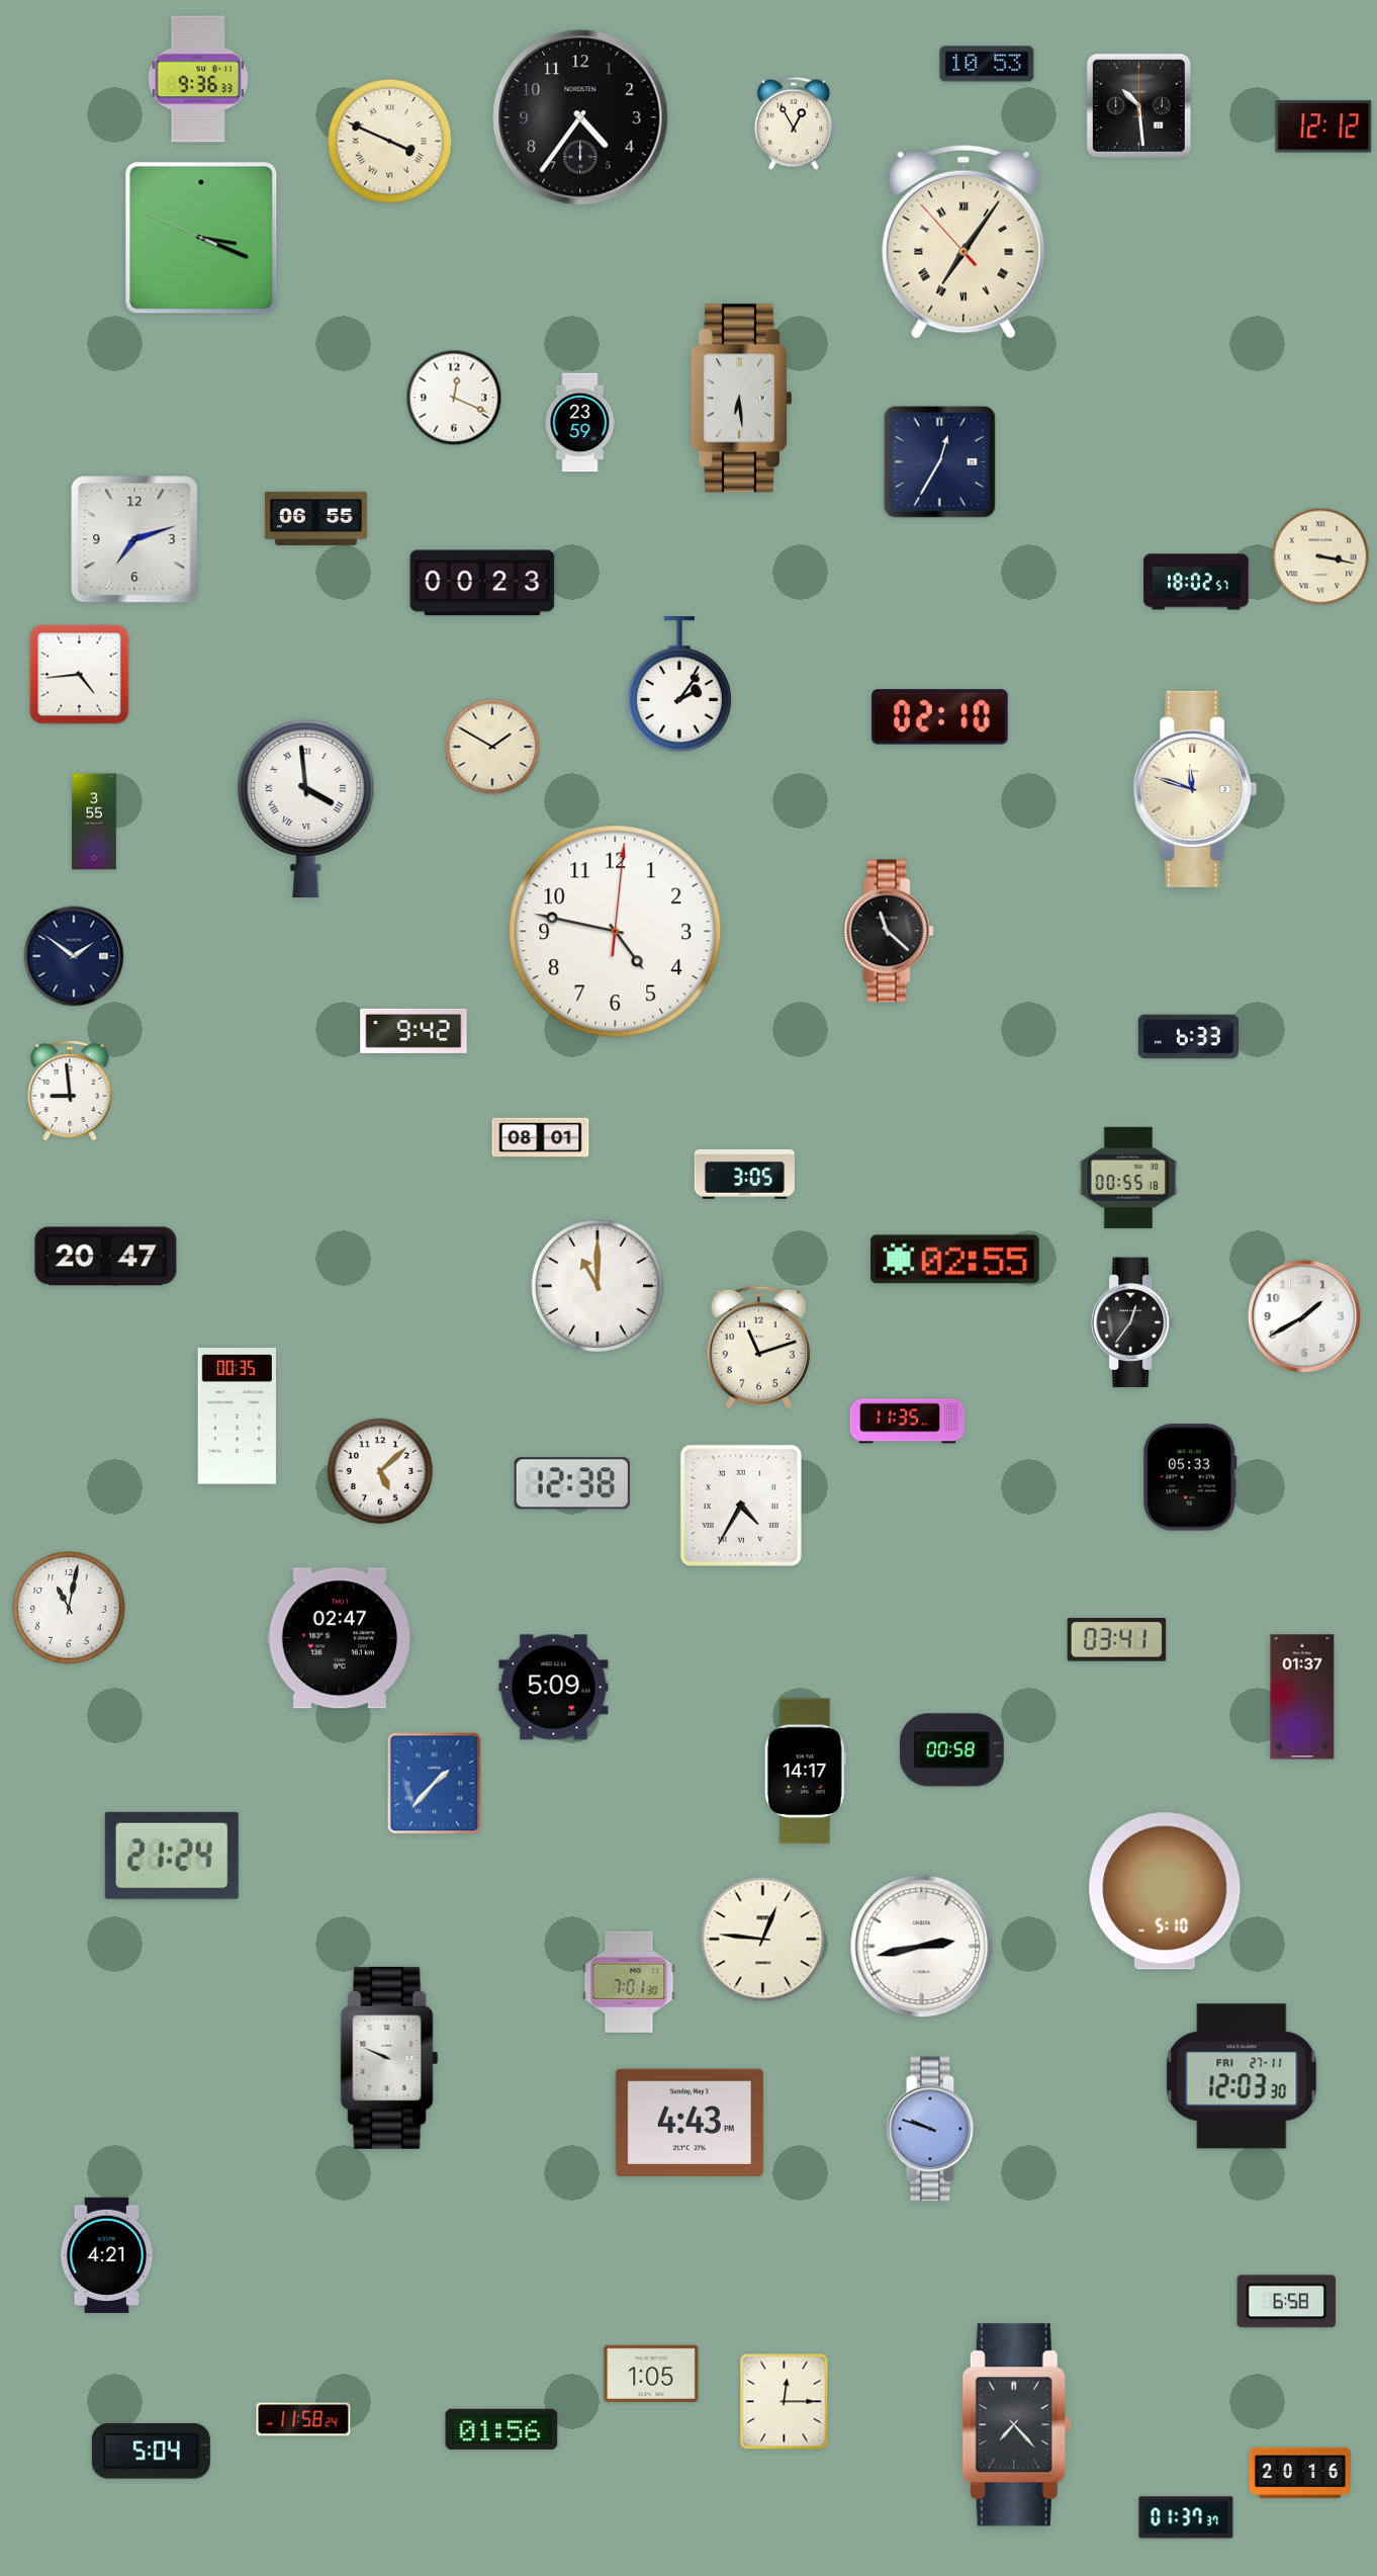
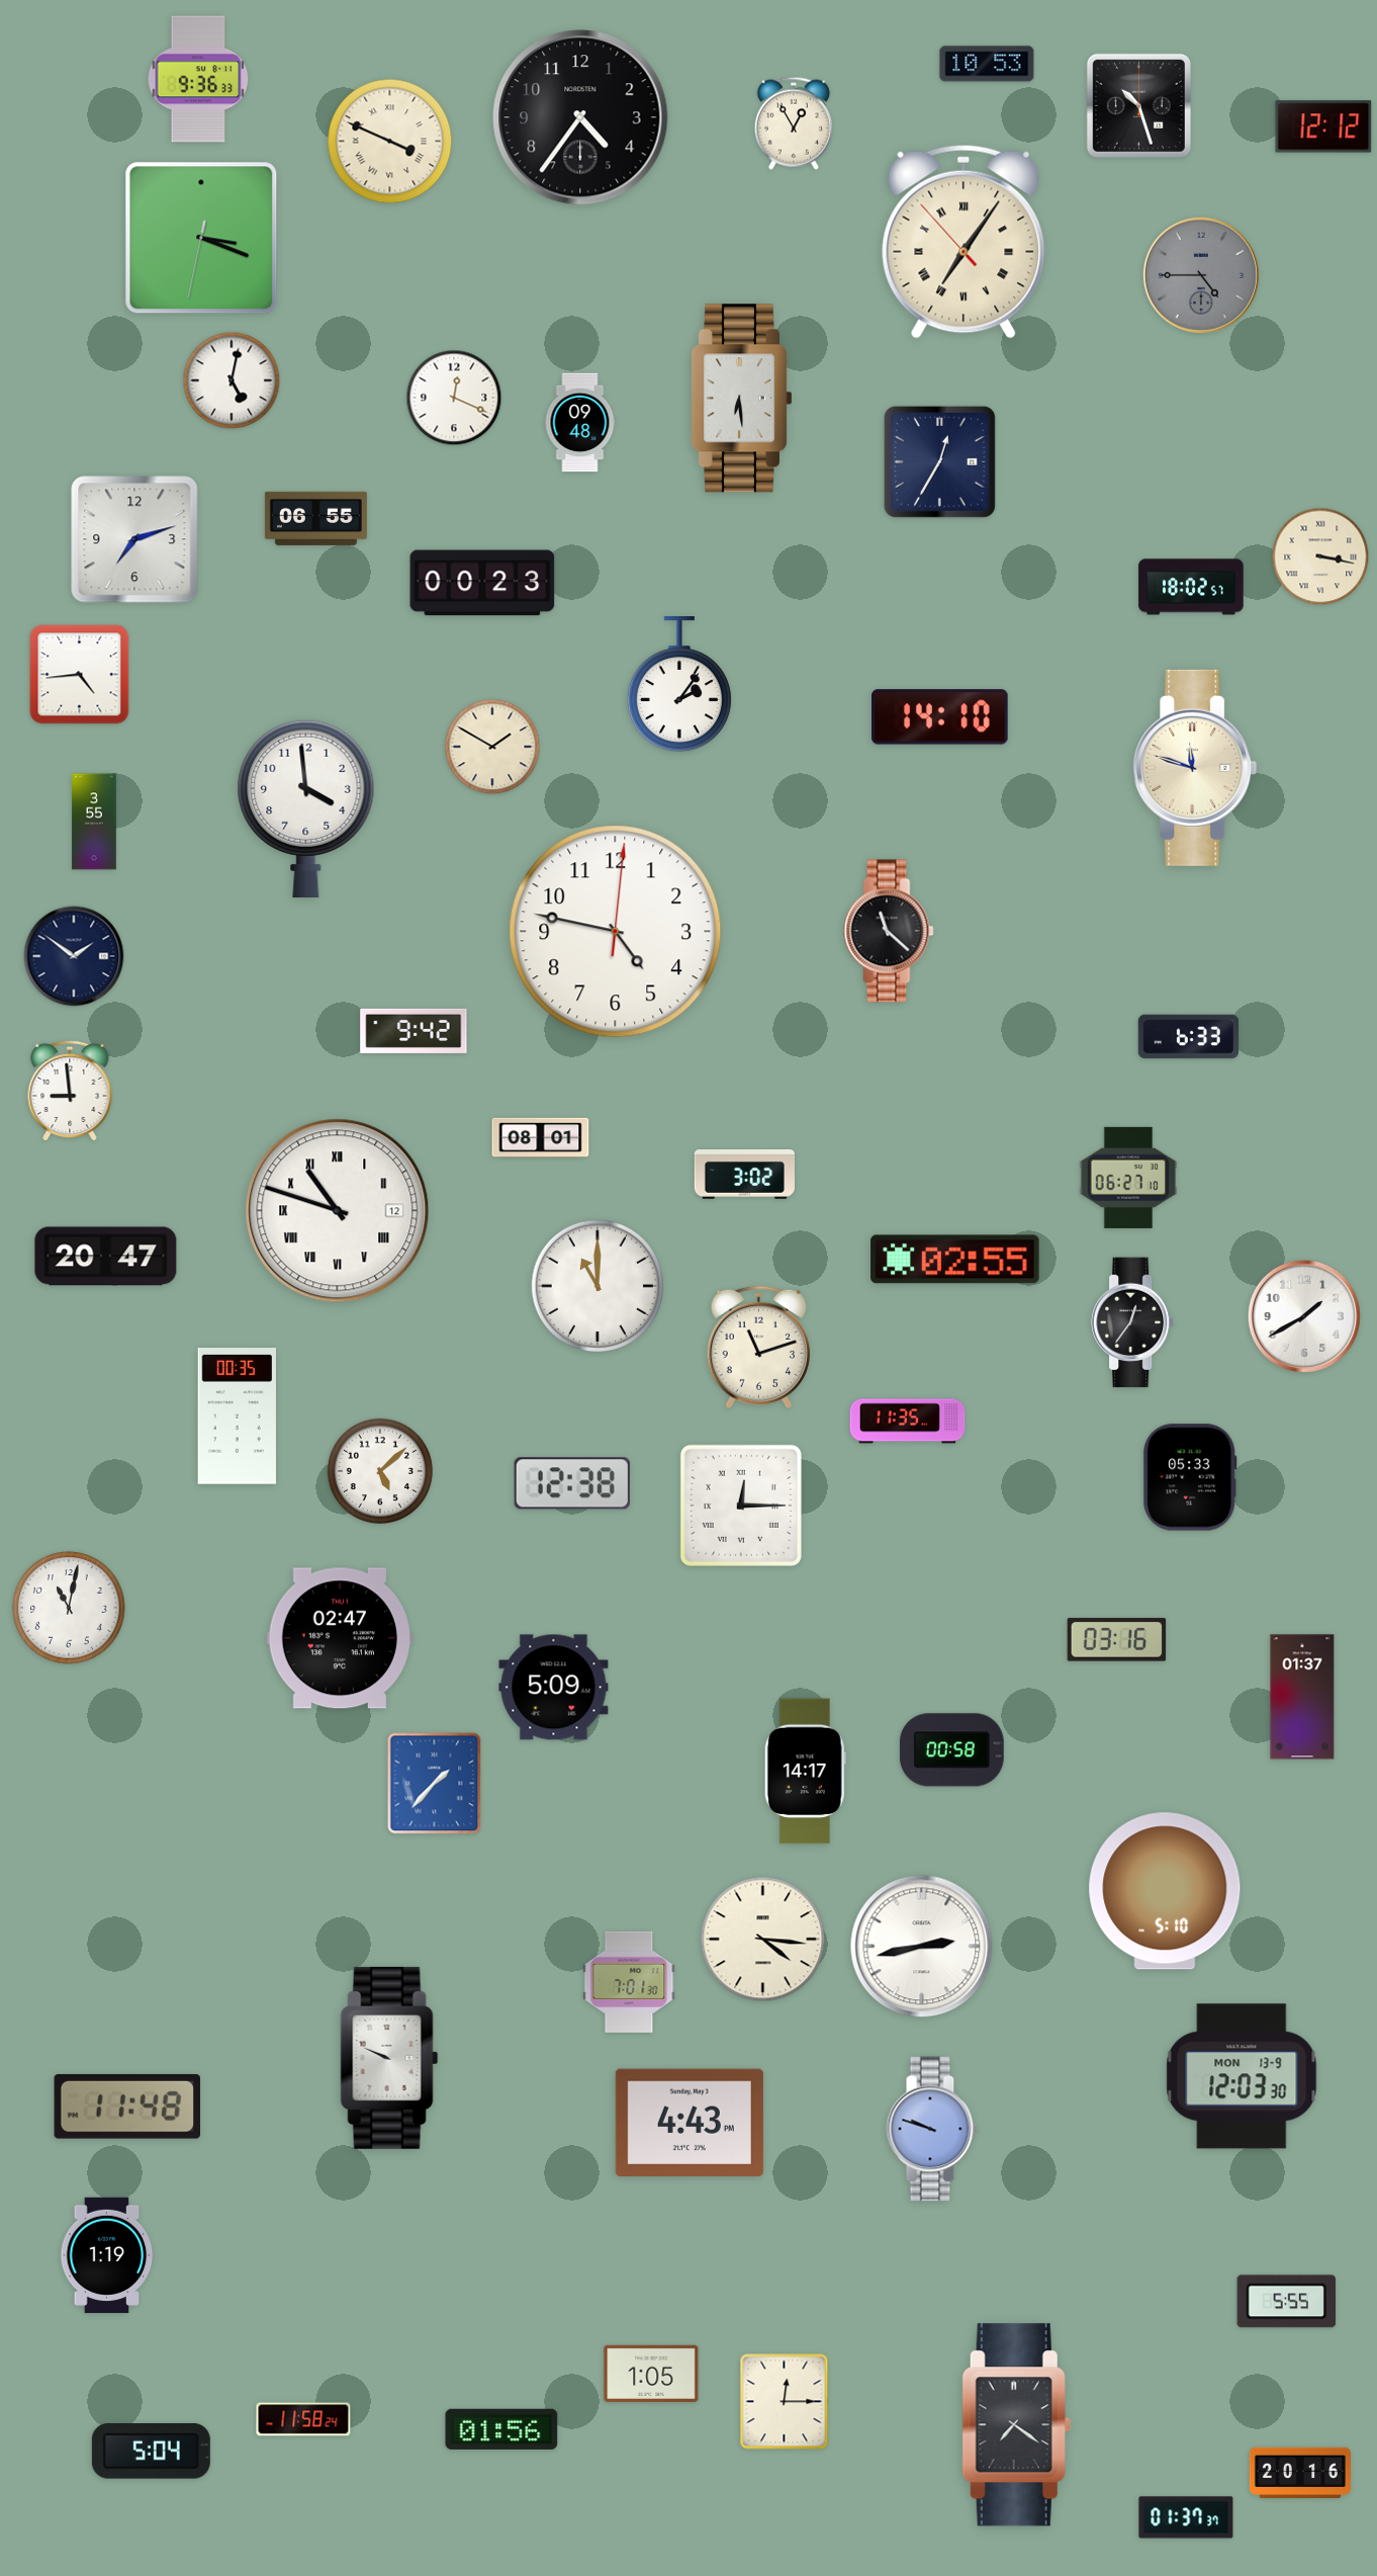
clock at (1138, 105): 10:29 -> 10:27
clock at (201, 238): 3:18:49 -> 3:18:32
clock at (1201, 275): none -> 4:45
clock at (232, 380): none -> 5:02
clock at (580, 423): 23:59 -> 09:48
clock at (1196, 582) position: (1196, 582) -> (1191, 587)
clock at (940, 717): 02:10 -> 14:10
clock at (1195, 789) position: (1195, 789) -> (1195, 768)
clock at (306, 807) numerals: Roman -> Arabic
clock at (744, 1174): 3:05 -> 3:02
clock at (1128, 1178): 00:55 -> 06:27
clock at (338, 1211): none -> 10:48
clock at (741, 1506): 4:35 -> 12:15
clock at (1117, 1640): 03:41 -> 03:16
clock at (172, 1856): 21:24 -> none
clock at (763, 1940): 12:46 -> 4:16
clock at (1242, 2076) date: FRI 27-11 -> MON 13-9
clock at (127, 2107): none -> 11:48
clock at (107, 2255): 4:21 -> 1:19
clock at (1287, 2302): 6:58 -> 5:55
clock at (1016, 2425): 7:23 -> 7:21
